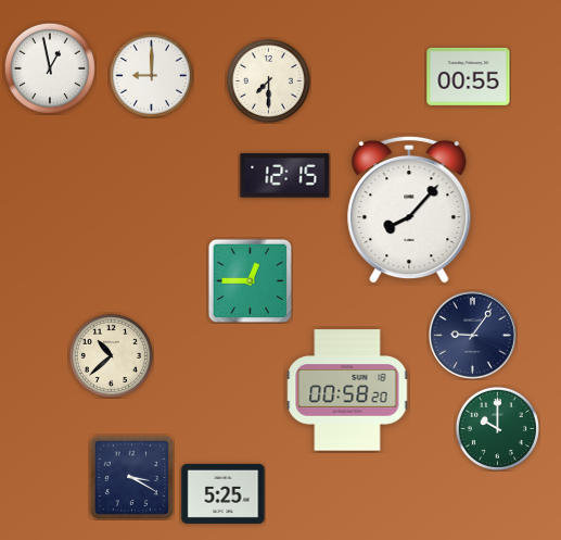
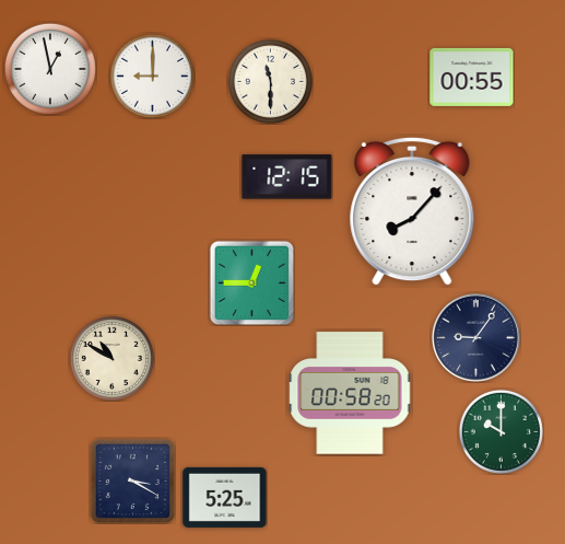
clock at (268, 80): 7:30 -> 11:30
clock at (111, 355): 10:38 -> 10:50
